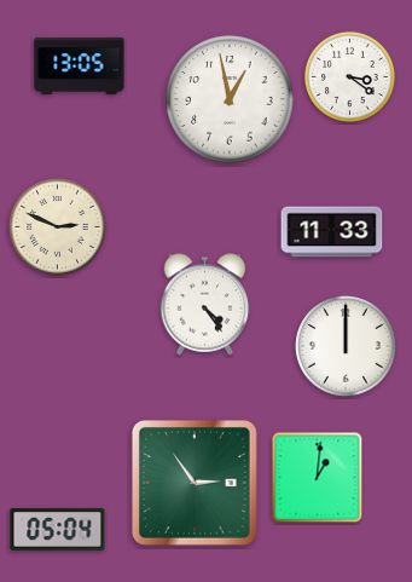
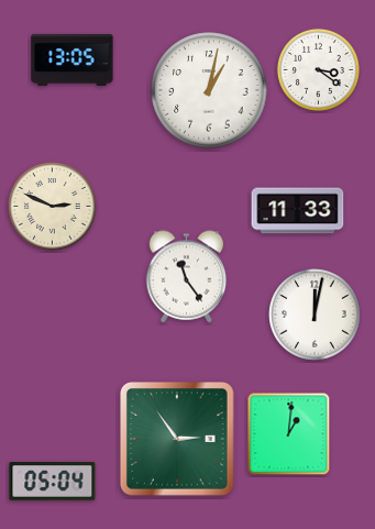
clock at (230, 99): 12:58 -> 1:02
clock at (332, 232) position: (332, 232) -> (298, 211)
clock at (205, 305): 4:24 -> 11:24
clock at (347, 347): 12:00 -> 12:02
